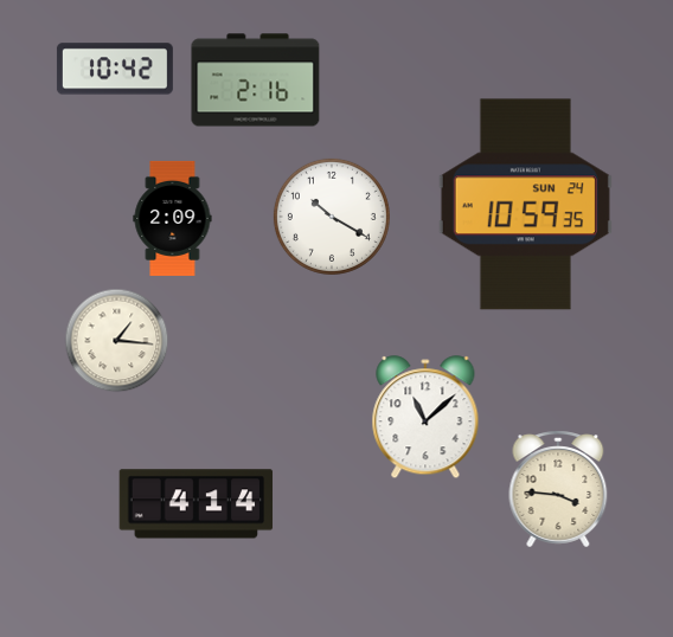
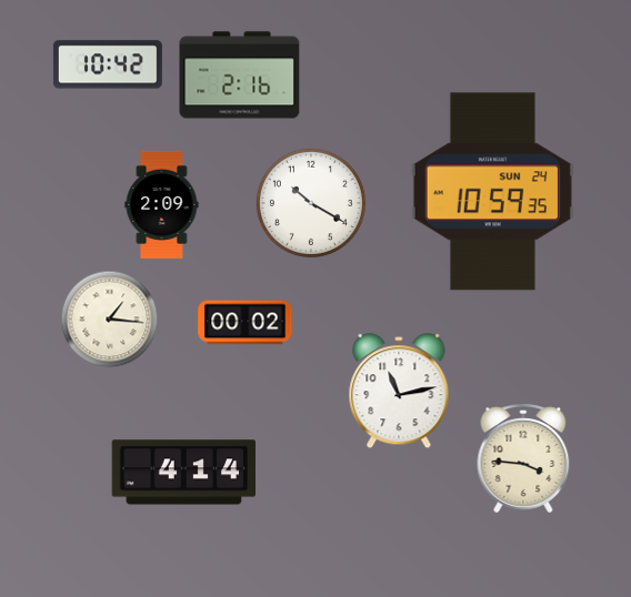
clock at (246, 323): none -> 00:02
clock at (425, 418): 11:08 -> 11:13
